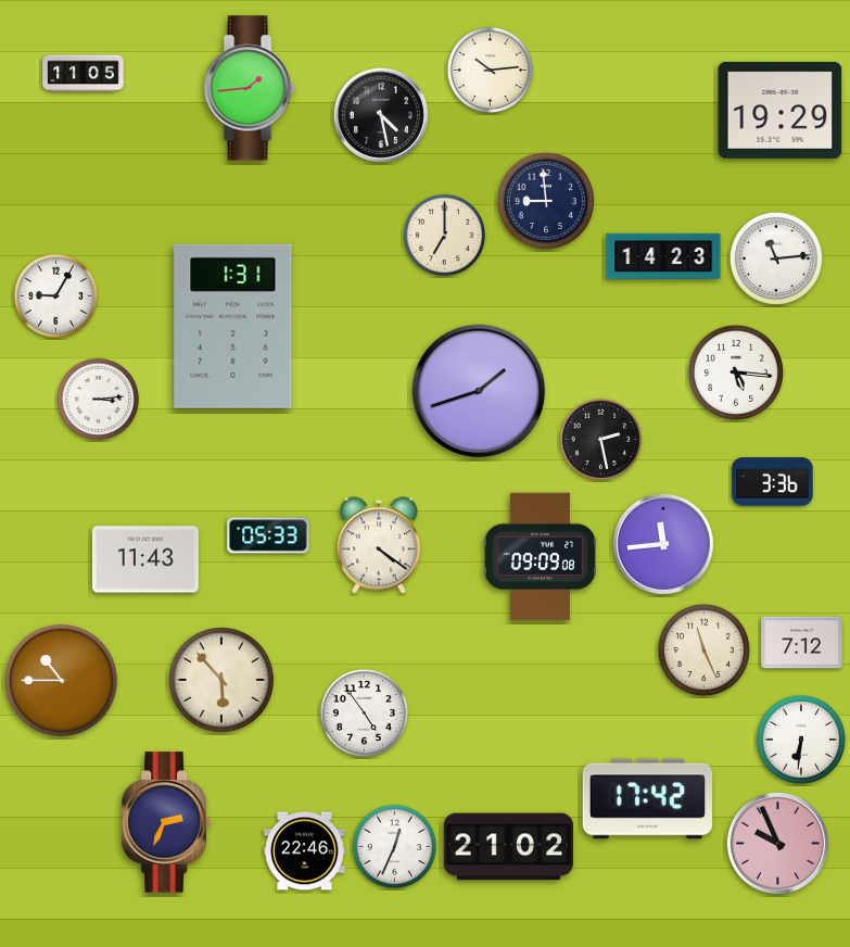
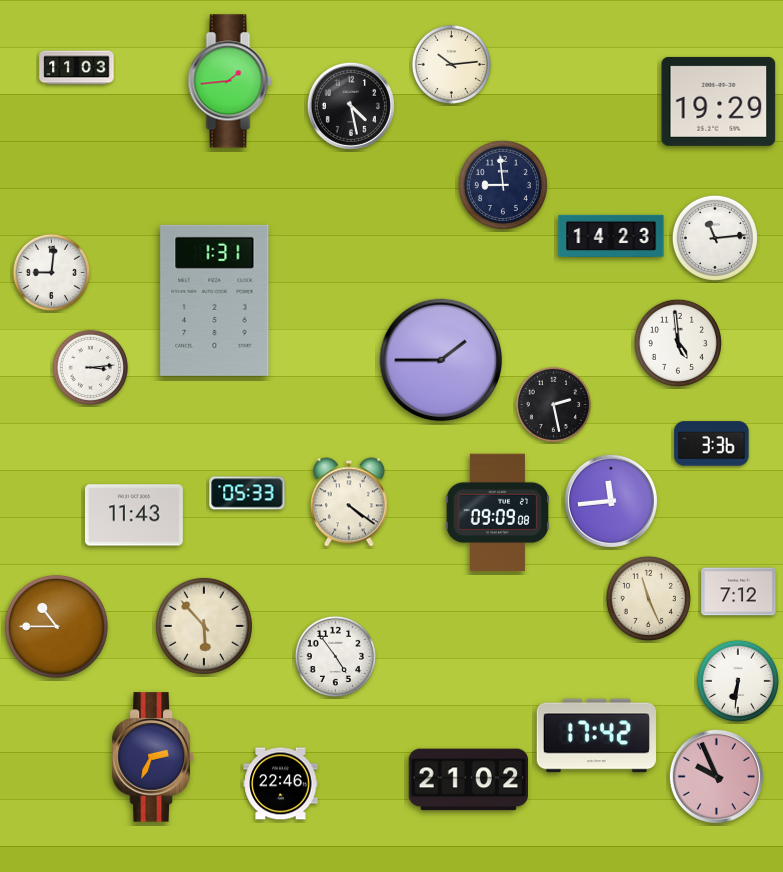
clock at (84, 74): 11:05 -> 11:03
clock at (444, 235): 7:00 -> none
clock at (55, 295): 9:05 -> 9:01
clock at (736, 373): 5:16 -> 4:59
clock at (479, 391): 1:42 -> 1:45
clock at (394, 846): 12:34 -> none
